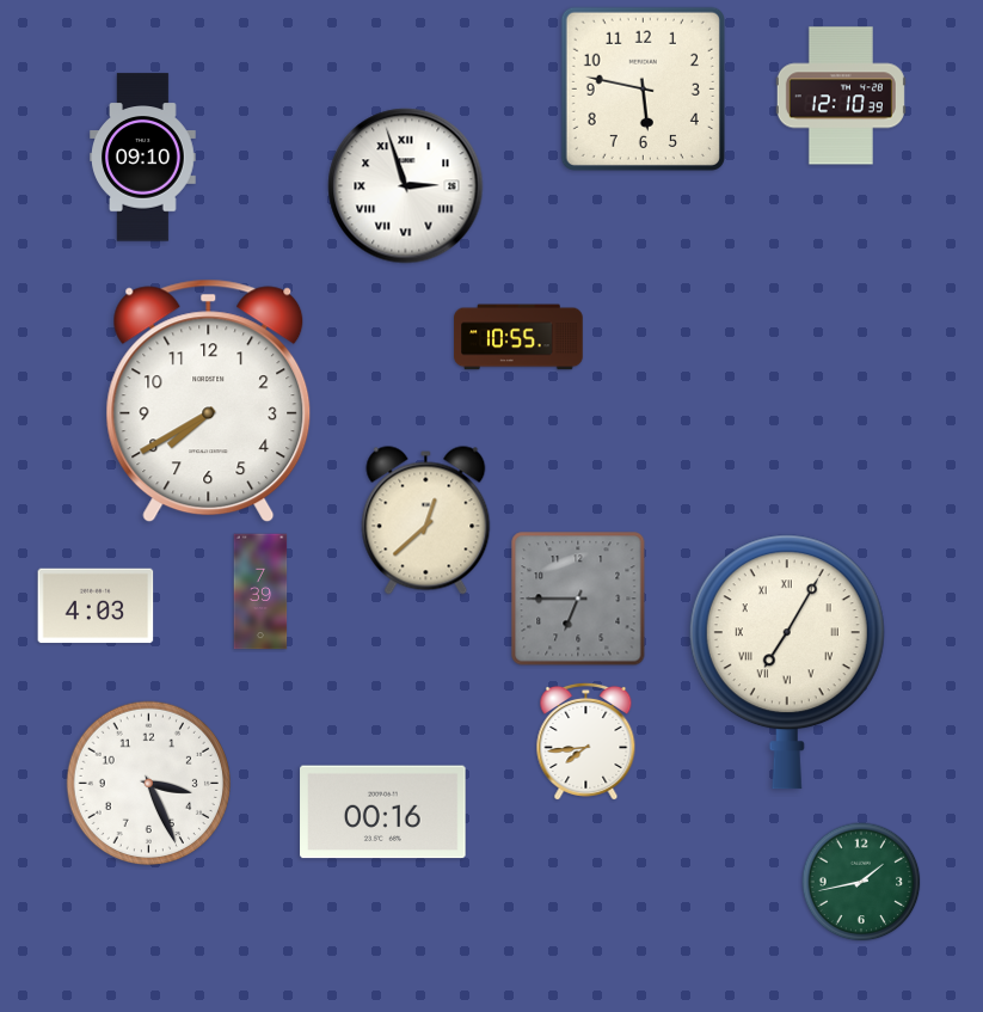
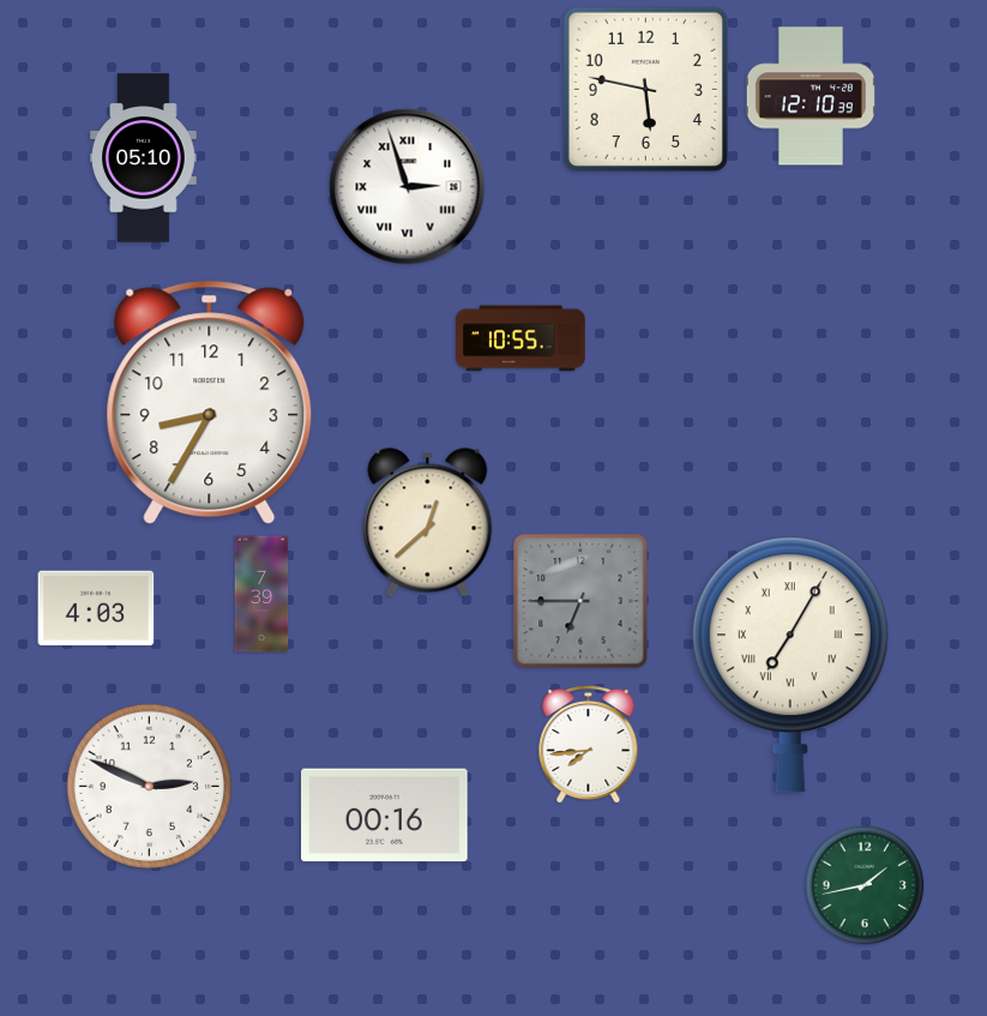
clock at (841, 96) position: (841, 96) -> (811, 96)
clock at (143, 158): 09:10 -> 05:10
clock at (209, 401): 7:40 -> 8:35
clock at (148, 783): 3:26 -> 2:49
